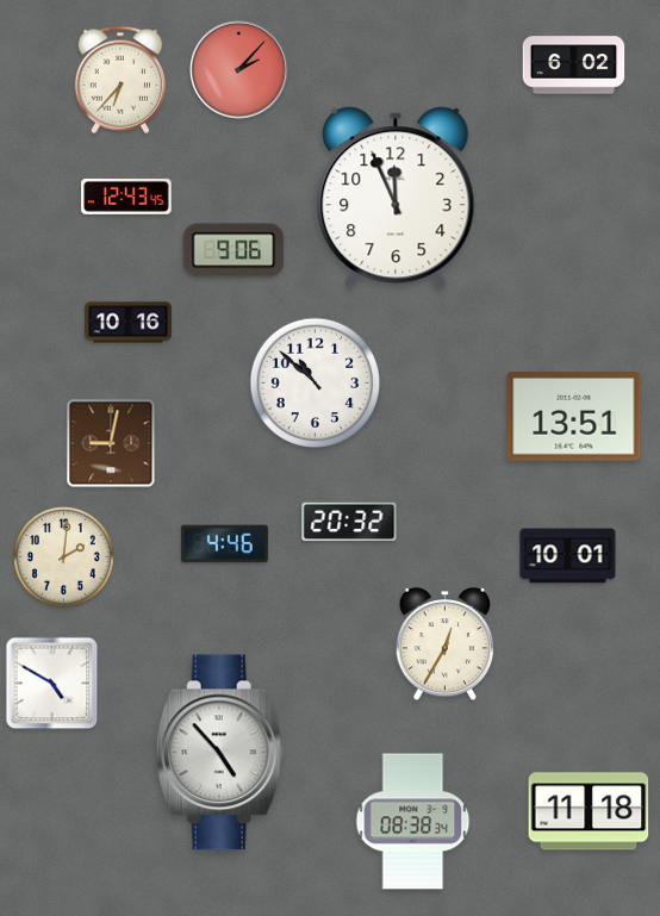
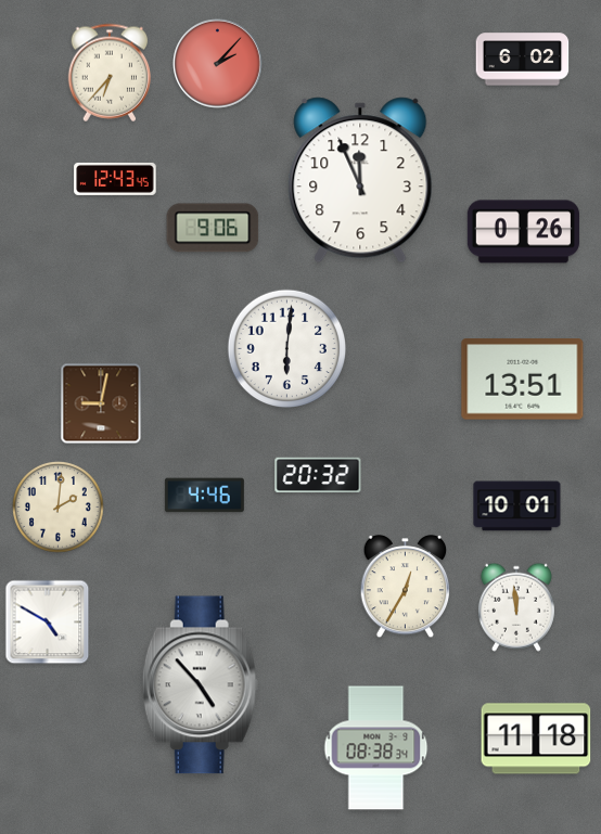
clock at (523, 232): none -> 0:26
clock at (127, 323): 10:16 -> none
clock at (316, 384): 10:52 -> 6:01
clock at (516, 607): none -> 11:59
